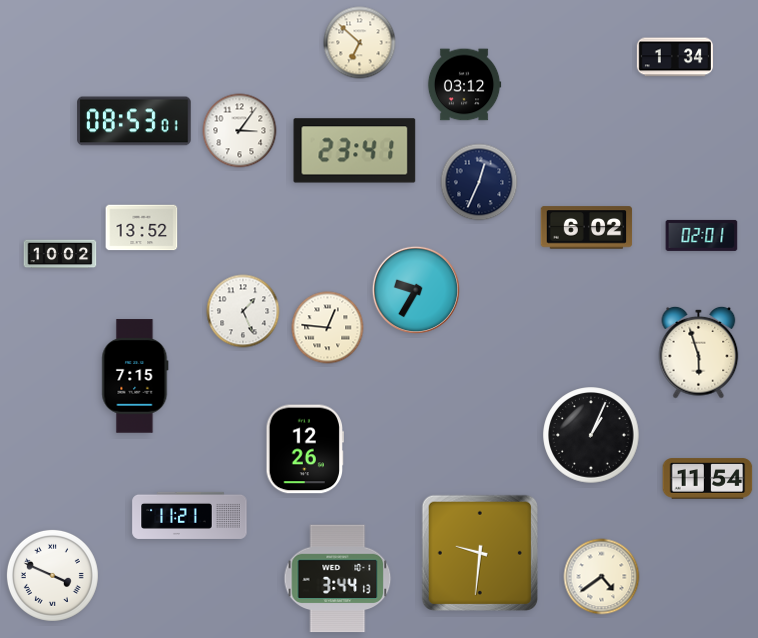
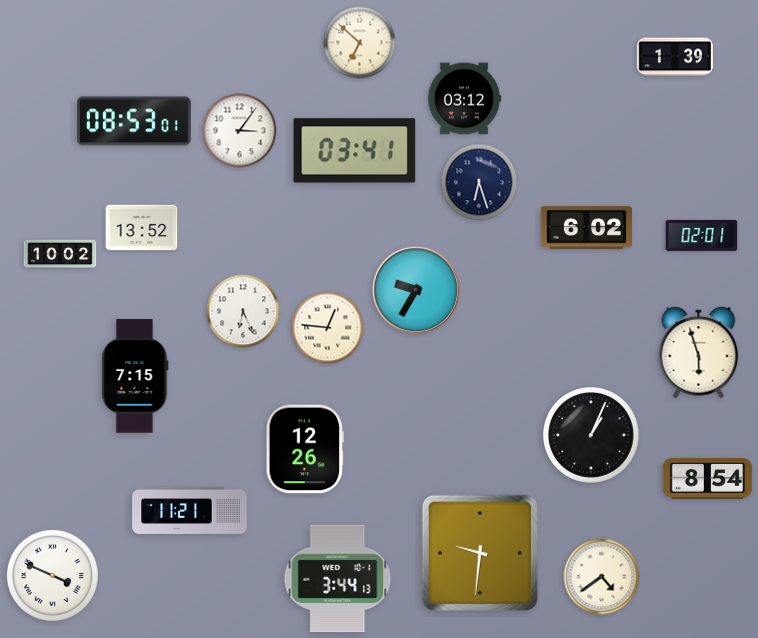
clock at (675, 57): 1:34 -> 1:39
clock at (464, 85) position: (464, 85) -> (464, 99)
clock at (355, 151): 23:41 -> 03:41
clock at (479, 182): 12:34 -> 6:27
clock at (243, 311): 1:26 -> 6:26
clock at (708, 479): 11:54 -> 8:54
clock at (190, 515) position: (190, 515) -> (190, 510)
